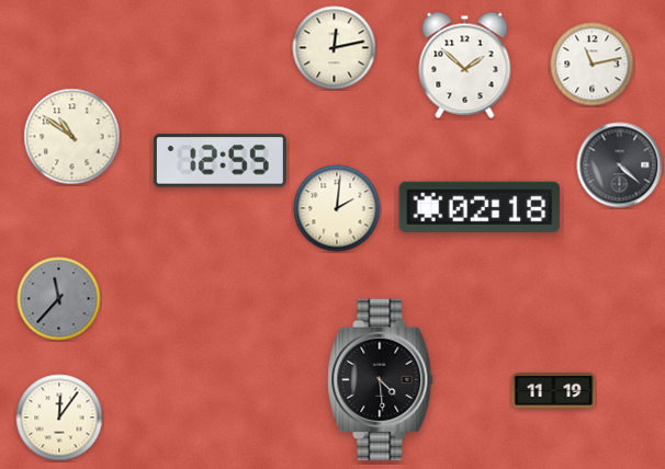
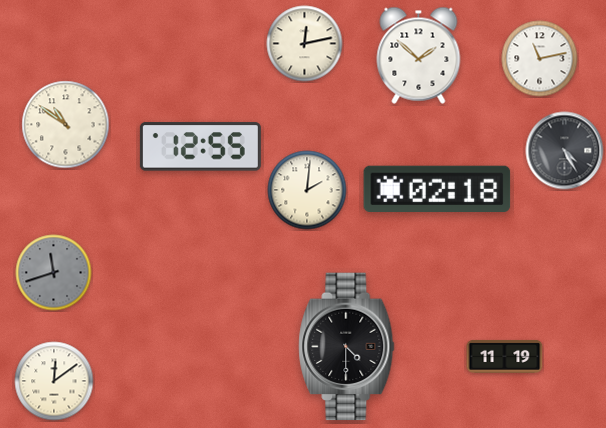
clock at (465, 65) position: (465, 65) -> (419, 55)
clock at (620, 165): 4:22 -> 4:25
clock at (59, 299): 11:37 -> 11:42
clock at (381, 380): 4:29 -> 4:30
clock at (59, 417): 12:06 -> 12:09
